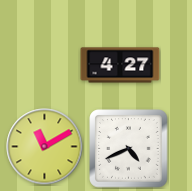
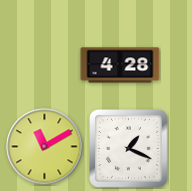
clock at (120, 65): 4:27 -> 4:28
clock at (129, 149): 4:41 -> 1:19
